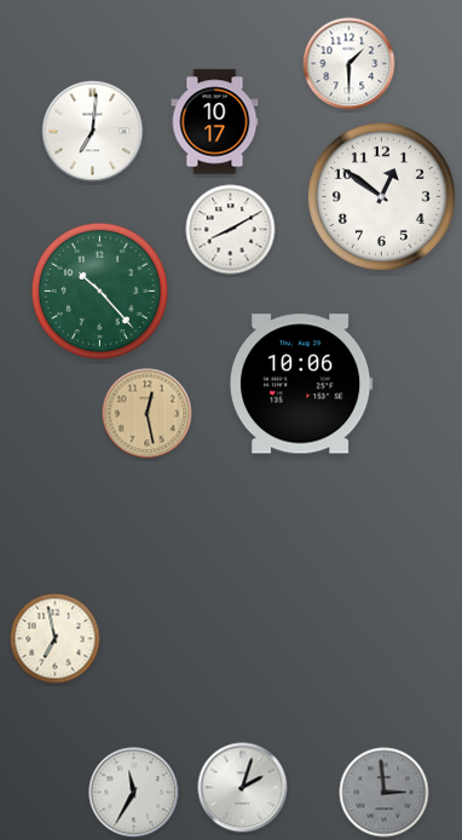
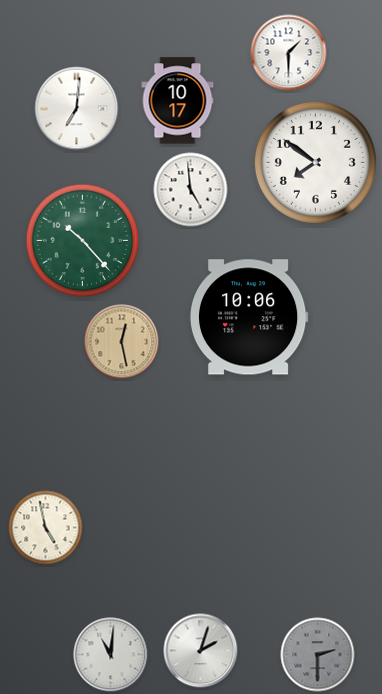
clock at (381, 196): 12:51 -> 7:51
clock at (231, 230): 8:10 -> 4:59
clock at (56, 639): 6:58 -> 4:58
clock at (134, 793): 11:35 -> 11:01
clock at (385, 793): 2:59 -> 2:30
